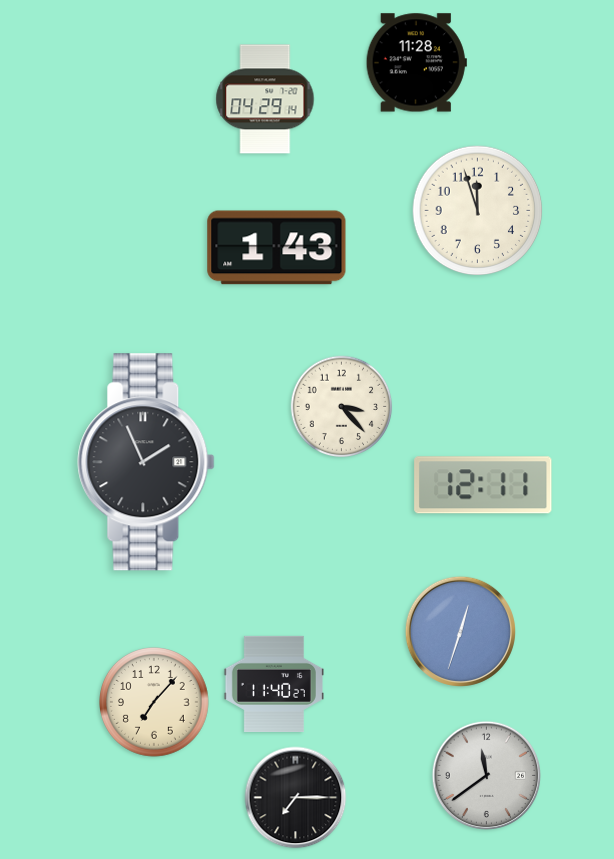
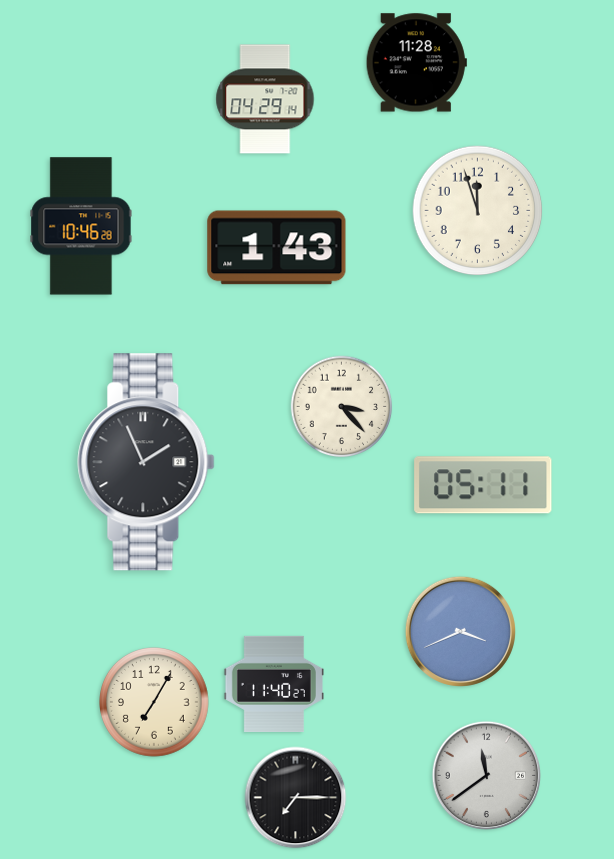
clock at (81, 226): none -> 10:46
clock at (483, 485): 12:11 -> 05:11
clock at (460, 631): 12:33 -> 3:41
clock at (155, 703): 7:07 -> 7:05
